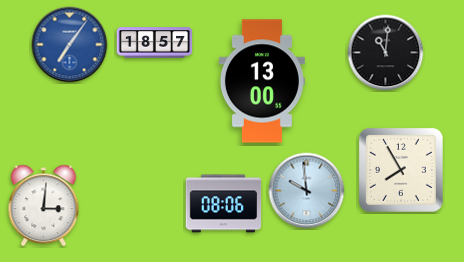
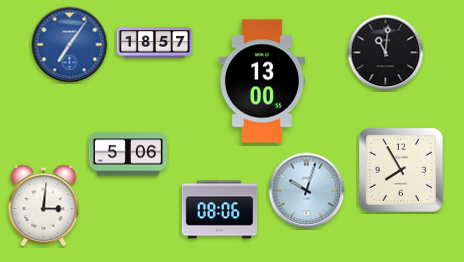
clock at (128, 154): none -> 5:06
clock at (307, 191): 9:59 -> 10:03
clock at (224, 204) position: (224, 204) -> (220, 210)
